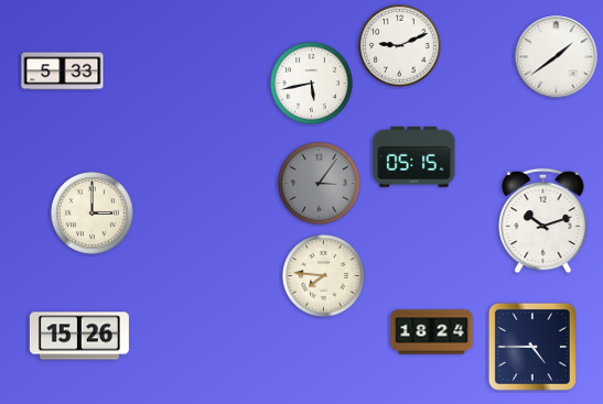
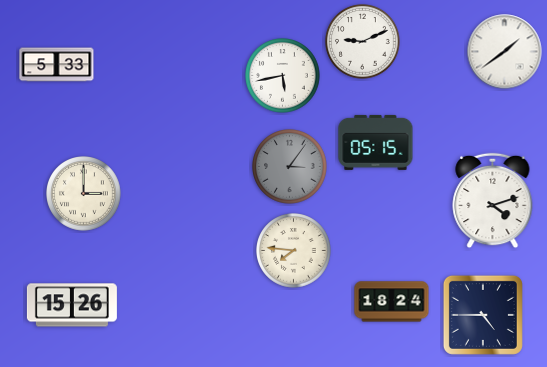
clock at (543, 221): 10:12 -> 4:12
